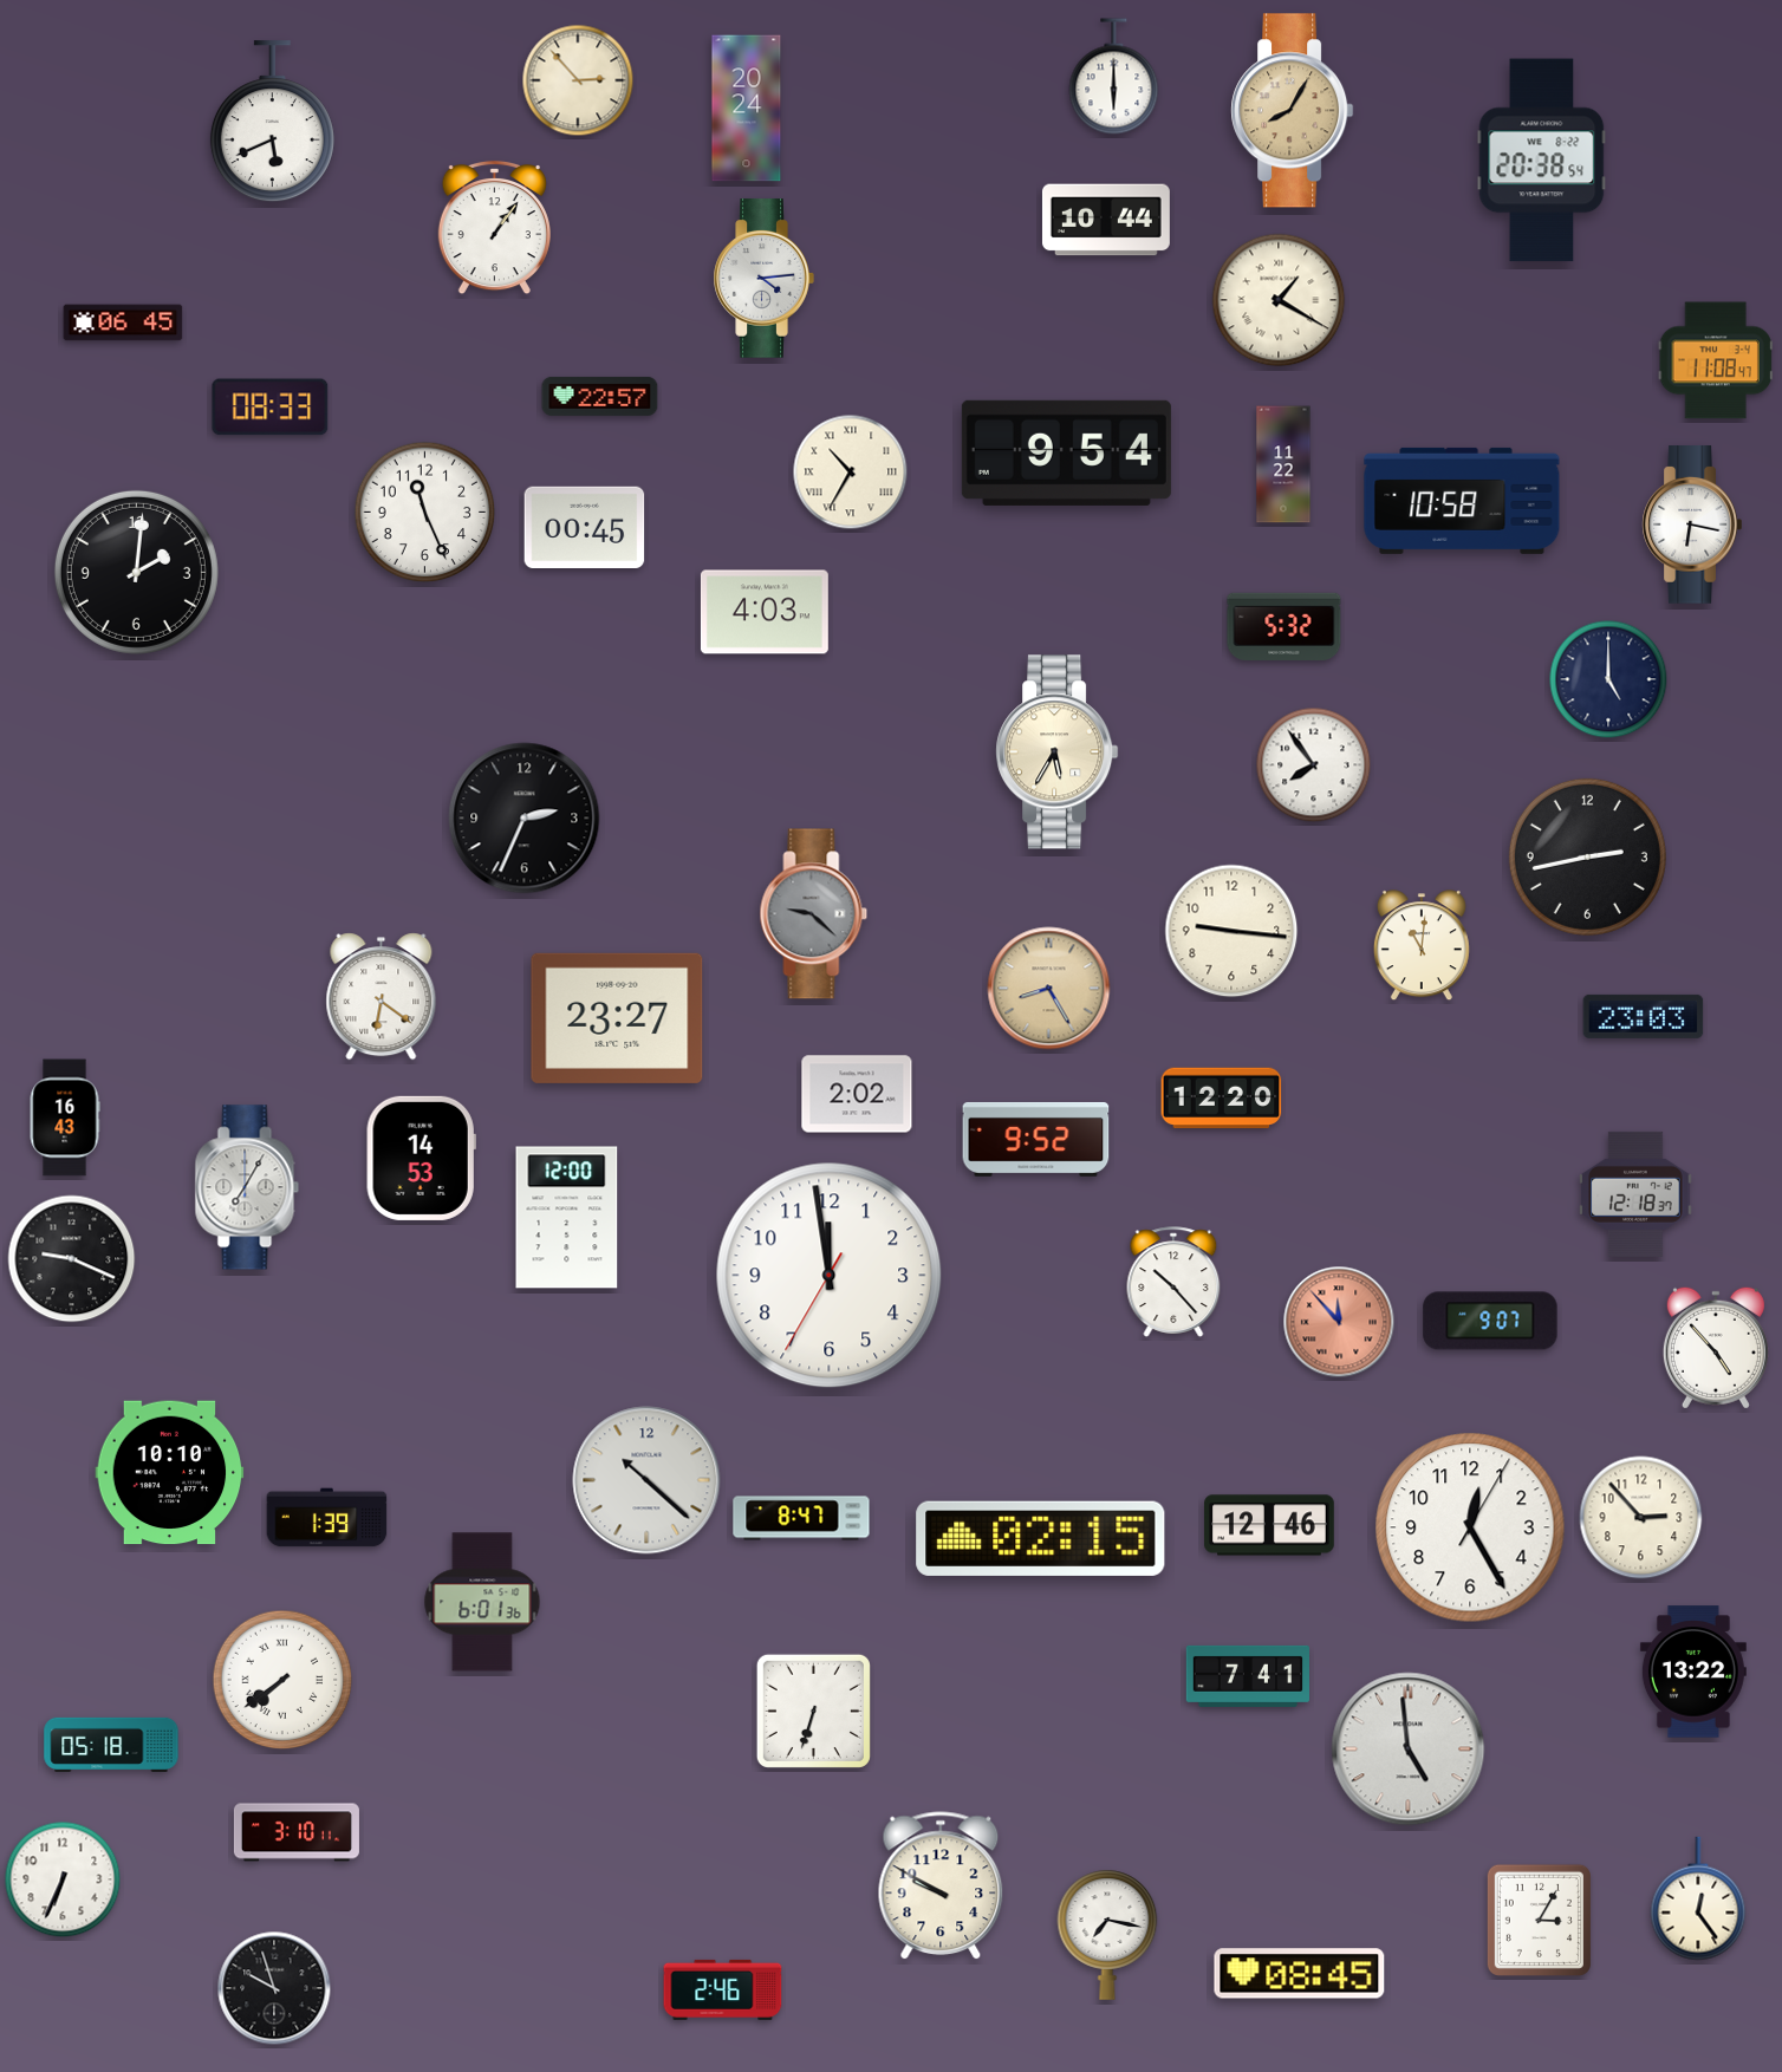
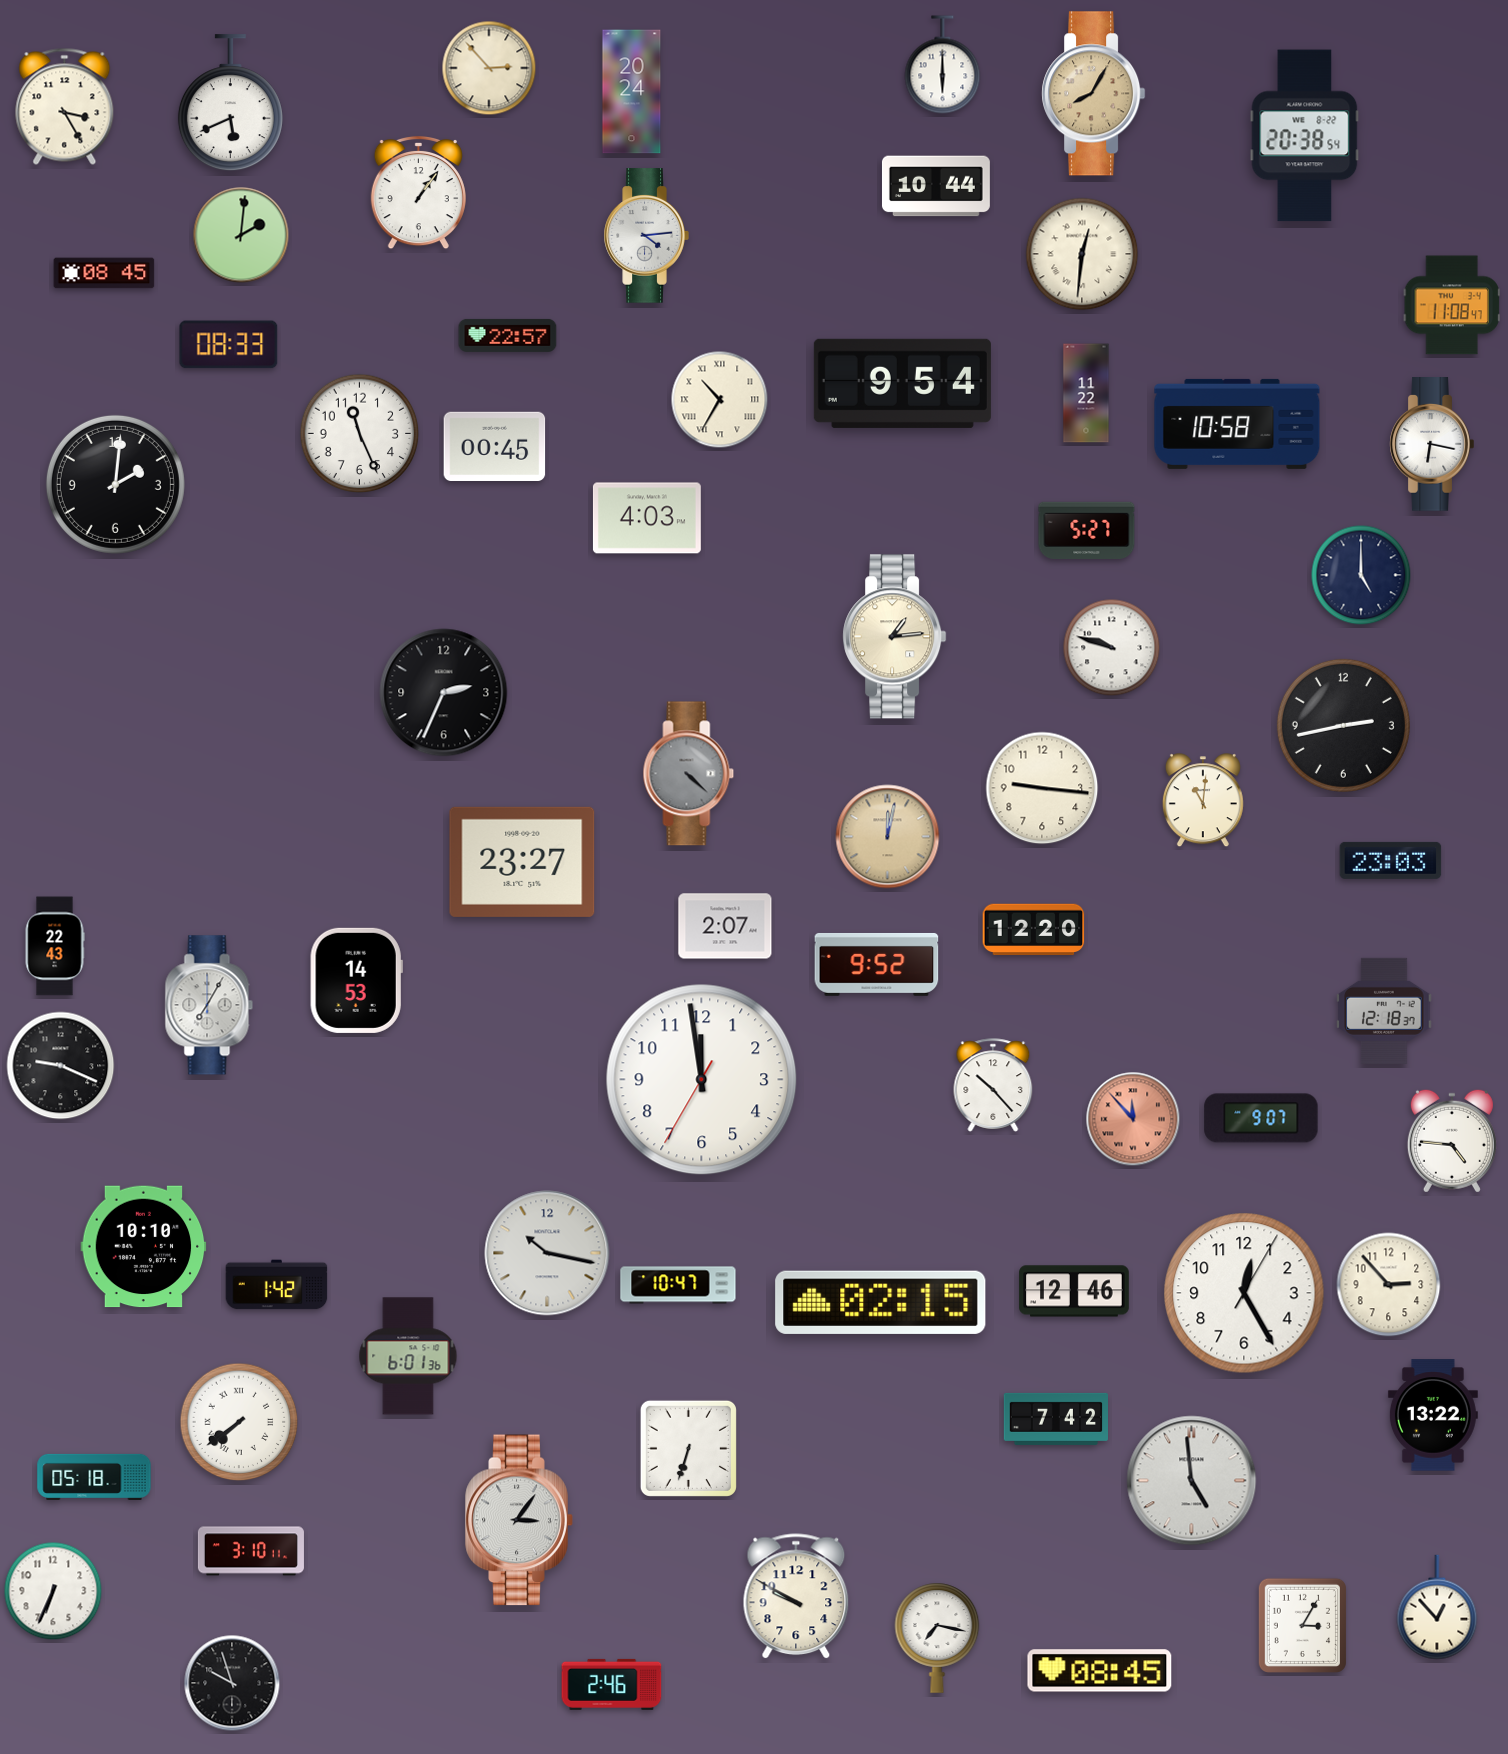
clock at (65, 106): none -> 3:25
clock at (241, 235): none -> 2:01
clock at (1279, 300): 1:20 -> 12:31
clock at (123, 322): 06:45 -> 08:45
clock at (1285, 626): 5:32 -> 5:27
clock at (1058, 752): 5:35 -> 1:14
clock at (1314, 765): 7:54 -> 9:48
clock at (814, 914): 9:22 -> 4:22
clock at (1049, 989): 8:25 -> 12:02
clock at (382, 997): 6:21 -> none
clock at (857, 1094): 2:02 -> 2:07
clock at (65, 1118): 16:43 -> 22:43
clock at (567, 1218): 12:00 -> none
clock at (1716, 1348): 4:53 -> 4:46
clock at (646, 1480): 10:22 -> 10:17
clock at (327, 1518): 1:39 -> 1:42
clock at (801, 1518): 8:47 -> 10:47
clock at (1248, 1676): 7:41 -> 7:42
clock at (519, 1520): none -> 3:06
clock at (1698, 1898): 12:24 -> 12:53
